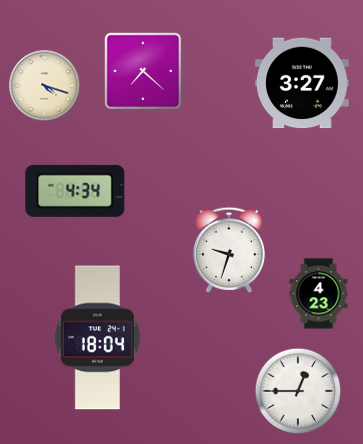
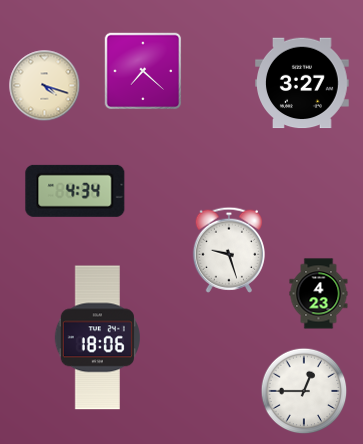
clock at (228, 250): 9:33 -> 9:27
clock at (97, 338): 18:04 -> 18:06
clock at (298, 391) position: (298, 391) -> (304, 391)
